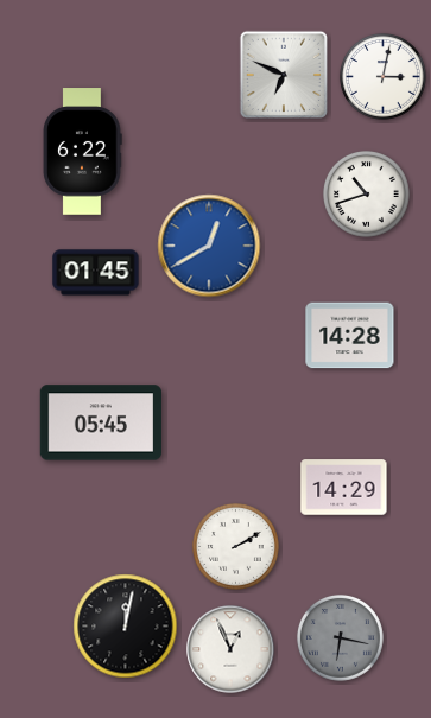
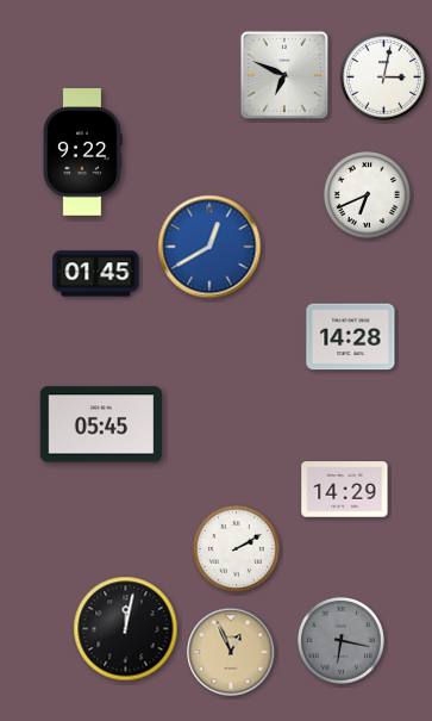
clock at (82, 152): 6:22 -> 9:22
clock at (366, 193): 10:42 -> 6:41
clock at (230, 649) dial: white -> champagne
